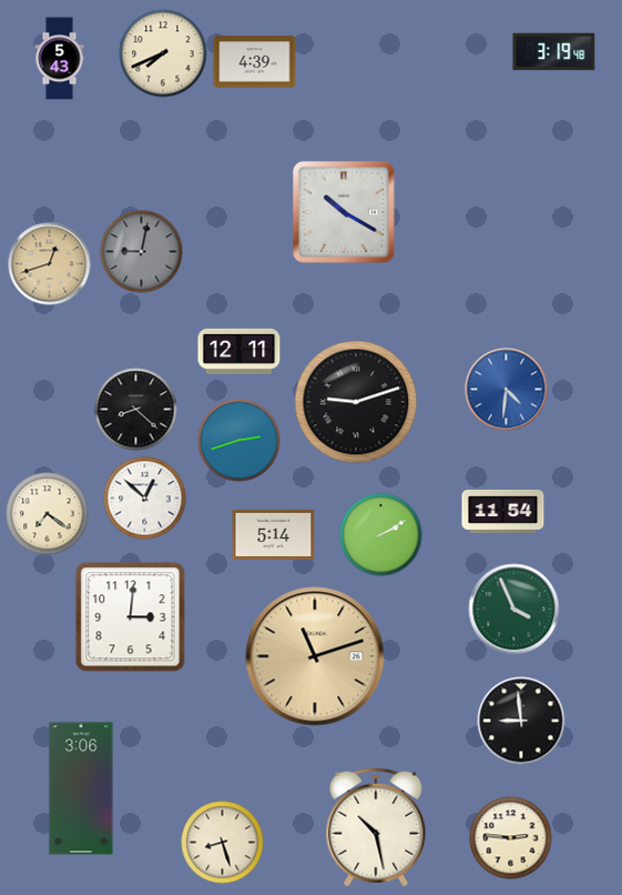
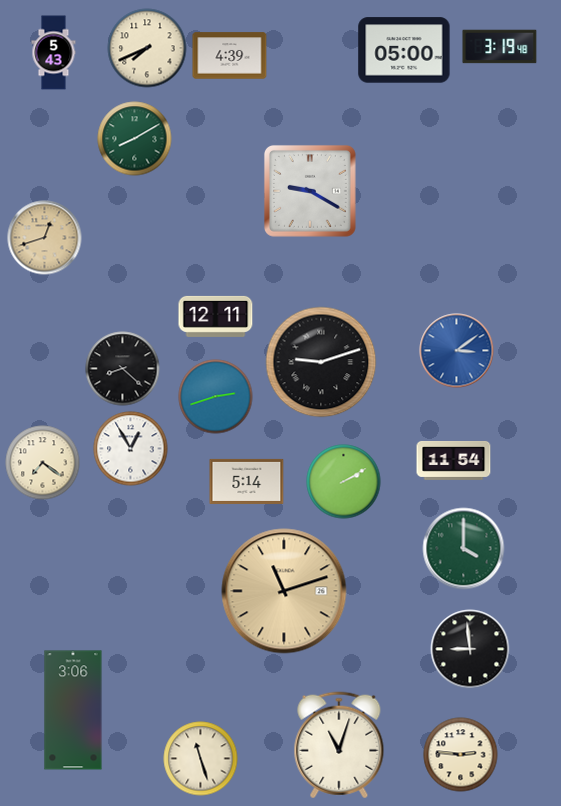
clock at (404, 50): none -> 05:00
clock at (135, 139): none -> 8:10
clock at (344, 212): 10:20 -> 9:20
clock at (142, 252): 9:02 -> none
clock at (507, 390): 4:31 -> 3:09
clock at (145, 499): 12:52 -> 12:55
clock at (514, 610): 3:56 -> 4:00
clock at (131, 617): 3:01 -> none
clock at (376, 827): 10:28 -> 11:03
clock at (223, 843): 8:27 -> 11:27
